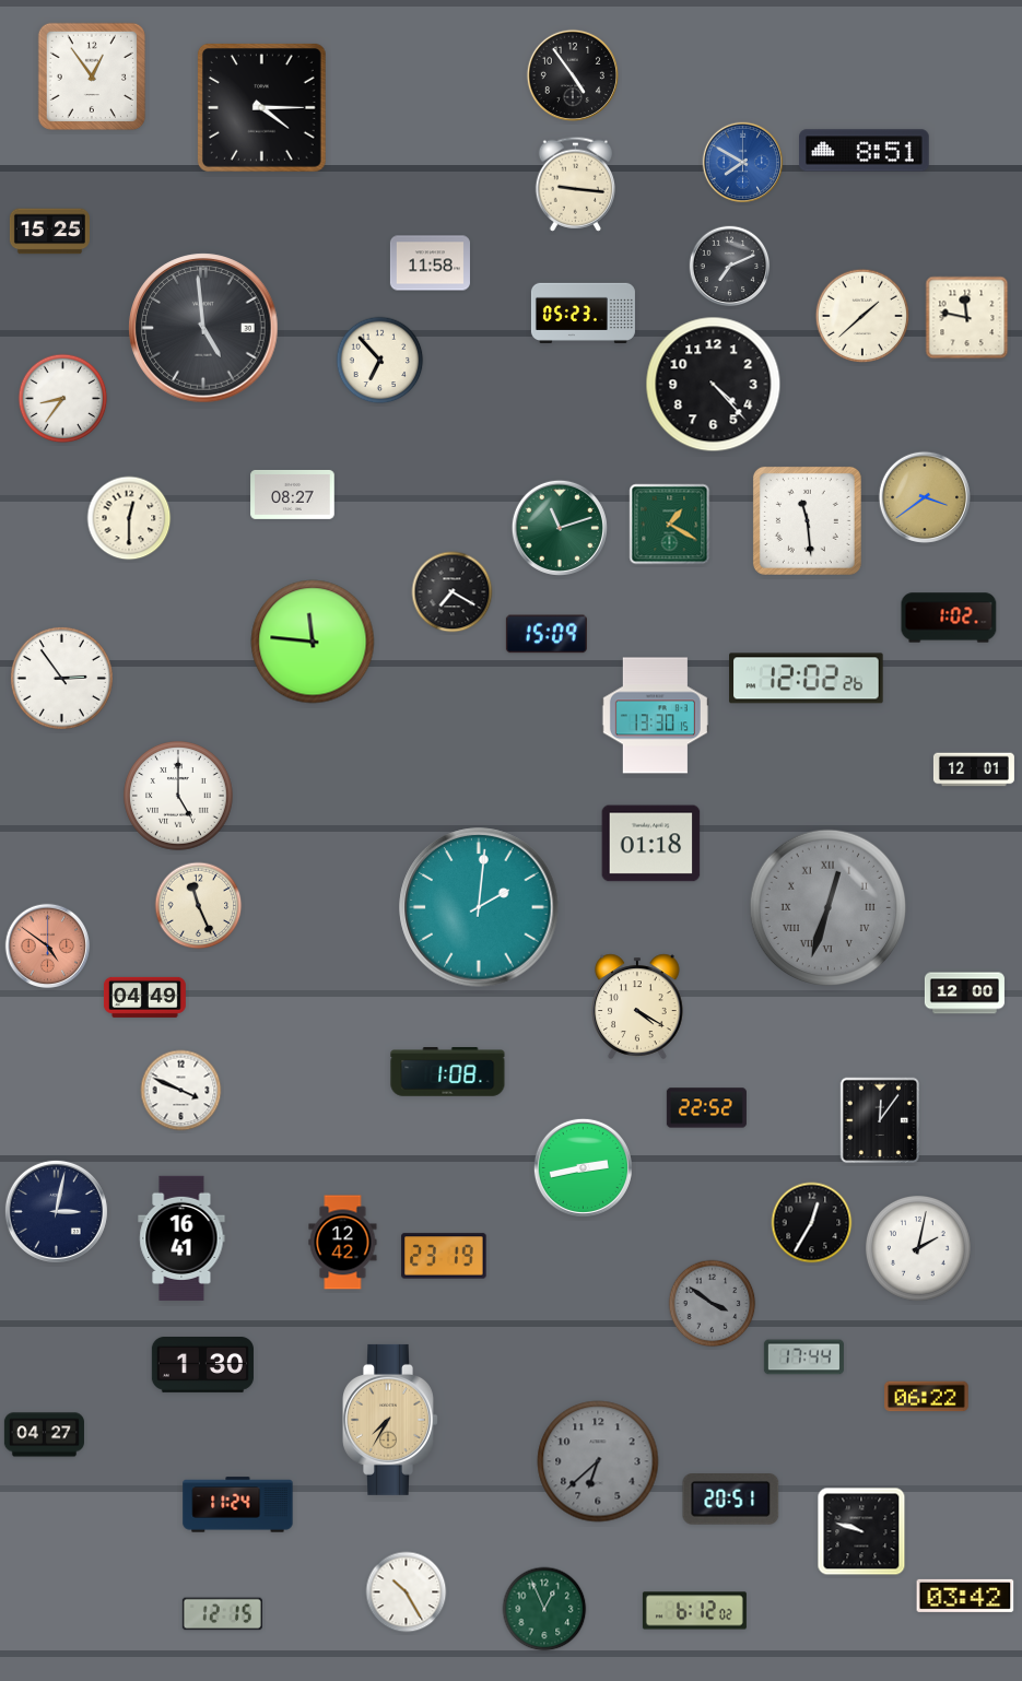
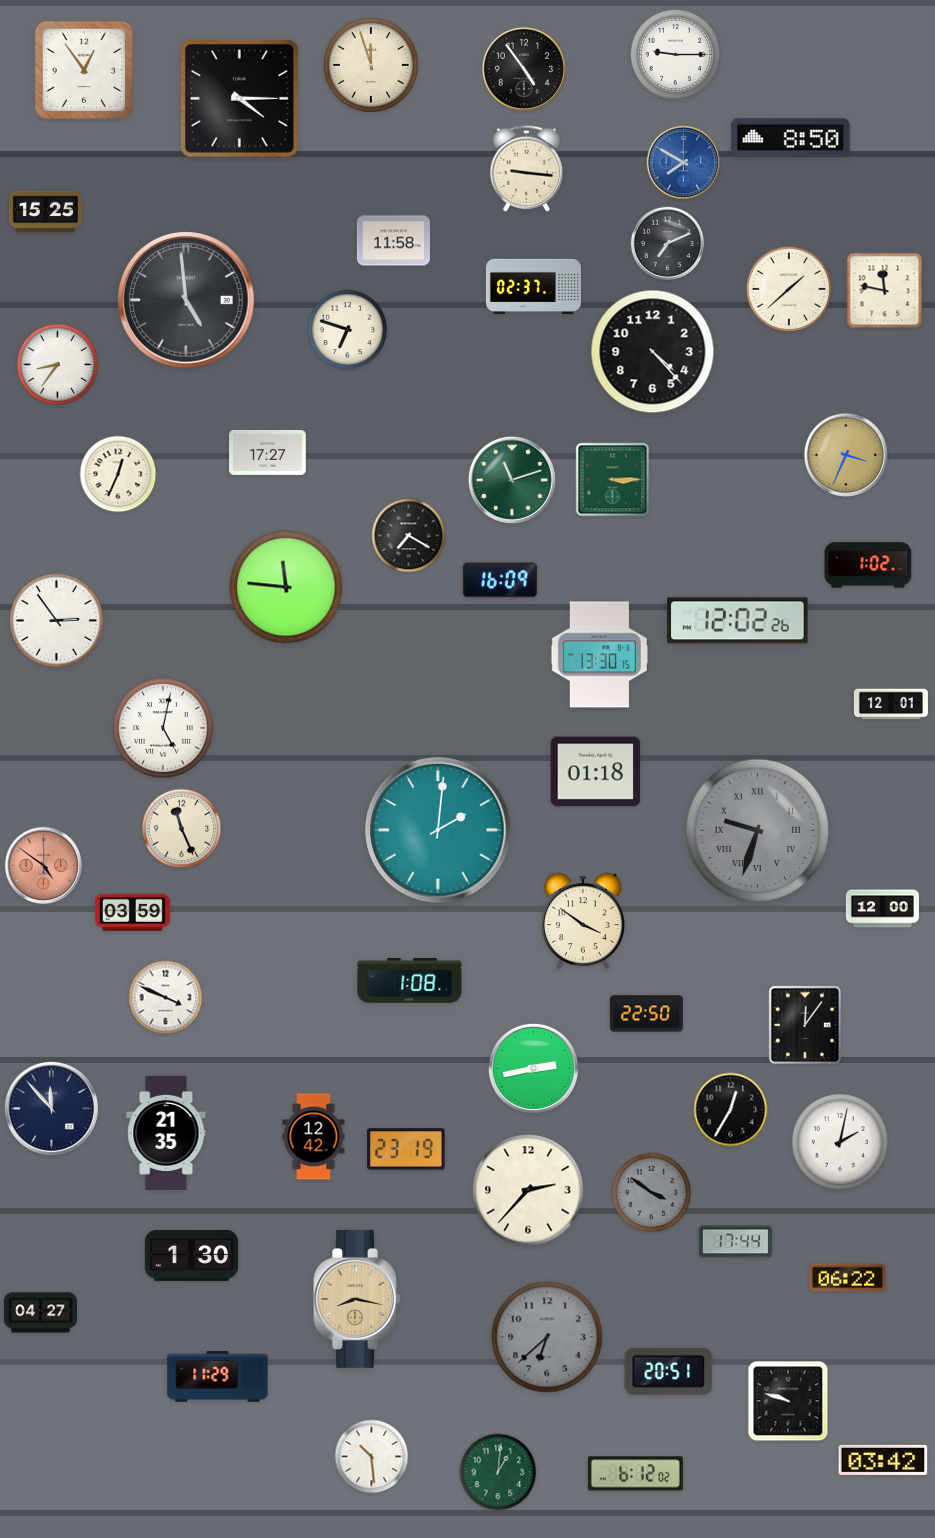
clock at (675, 54): none -> 9:15
clock at (371, 65): none -> 11:57
clock at (865, 151): 8:51 -> 8:50
clock at (743, 163) position: (743, 163) -> (684, 163)
clock at (583, 313): 05:23 -> 02:37
clock at (380, 361): 6:53 -> 6:48
clock at (293, 494): 08:27 -> 17:27
clock at (925, 497): 3:39 -> 3:34
clock at (129, 518): 12:30 -> 12:34
clock at (807, 520): 11:29 -> none
clock at (670, 525): 1:20 -> 3:15
clock at (560, 528) position: (560, 528) -> (512, 480)
clock at (453, 592) position: (453, 592) -> (409, 536)
clock at (547, 634): 15:09 -> 16:09
clock at (178, 796): 5:00 -> 5:02
clock at (827, 907): 12:33 -> 9:33
clock at (144, 997): 04:49 -> 03:59
clock at (637, 1007): 4:20 -> 3:51
clock at (706, 1108): 22:52 -> 22:50
clock at (56, 1211): 3:02 -> 11:53
clock at (812, 1223) position: (812, 1223) -> (731, 1110)
clock at (181, 1238): 16:41 -> 21:35
clock at (528, 1190): none -> 2:37
clock at (202, 1365) position: (202, 1365) -> (191, 1256)
clock at (391, 1420): 7:35 -> 8:17
clock at (238, 1505): 11:24 -> 11:29
clock at (407, 1592): 10:25 -> 10:29
clock at (544, 1609): 12:56 -> 1:01
clock at (222, 1614): 12:15 -> none
